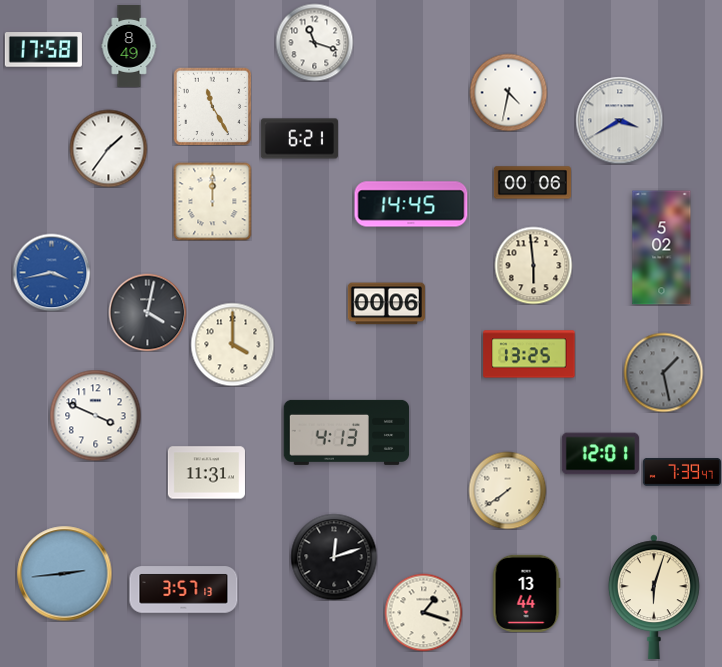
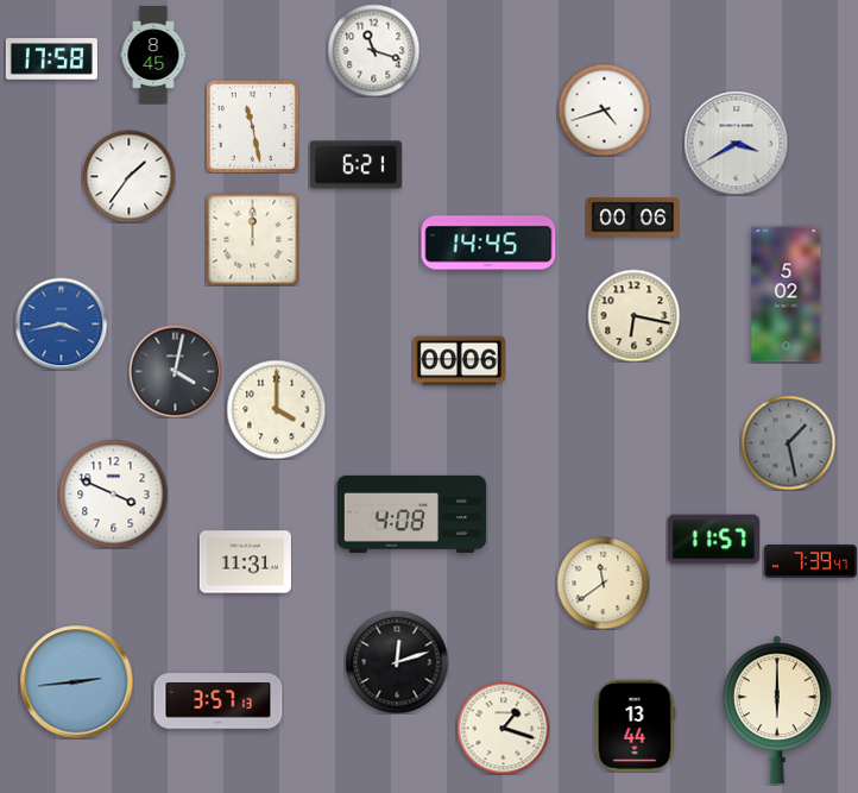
clock at (129, 46): 8:49 -> 8:45
clock at (508, 92): 4:32 -> 4:42
clock at (212, 106): 11:25 -> 11:28
clock at (533, 265): 5:59 -> 6:17
clock at (529, 354): 13:25 -> none
clock at (347, 432): 4:13 -> 4:08
clock at (600, 454): 12:01 -> 11:57
clock at (507, 490): 7:39 -> 11:39
clock at (526, 593) position: (526, 593) -> (635, 725)
clock at (654, 597): 6:03 -> 6:00
